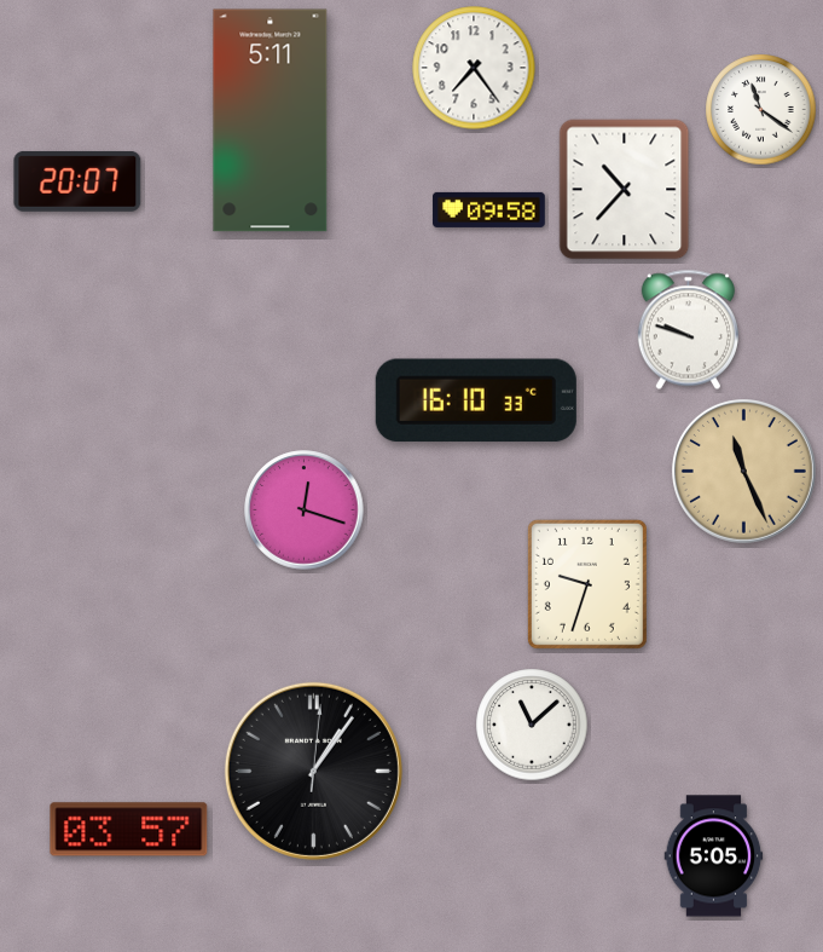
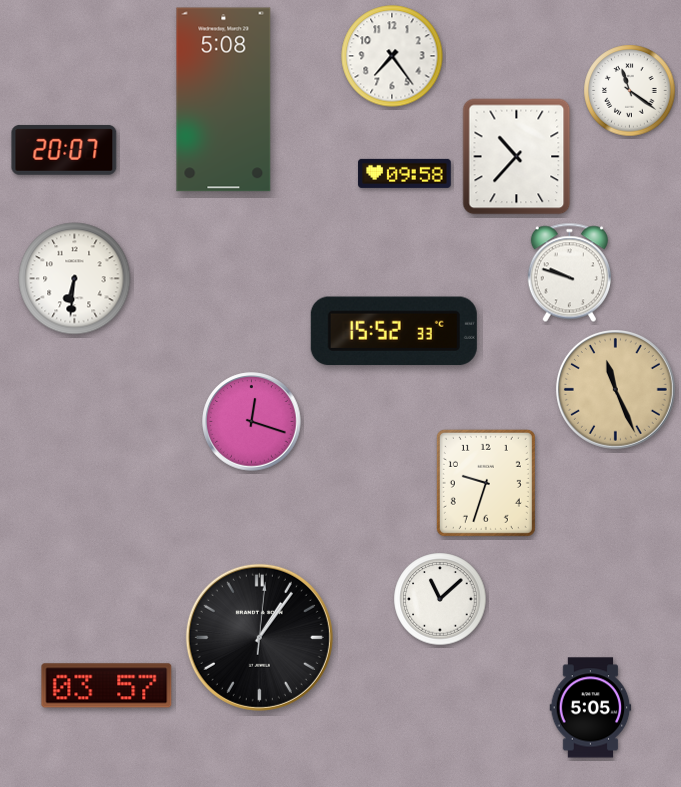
clock at (271, 121): 5:11 -> 5:08
clock at (75, 279): none -> 6:31
clock at (476, 400): 16:10 -> 15:52
